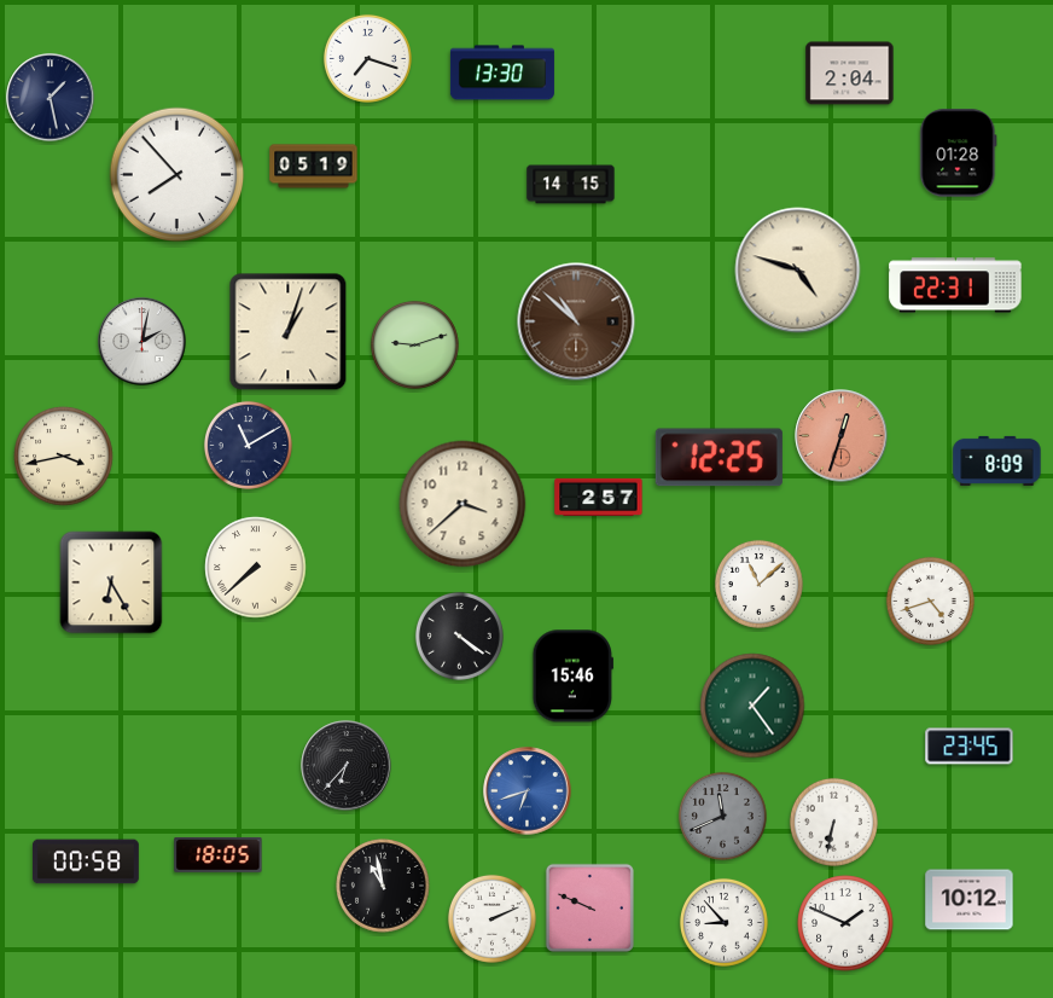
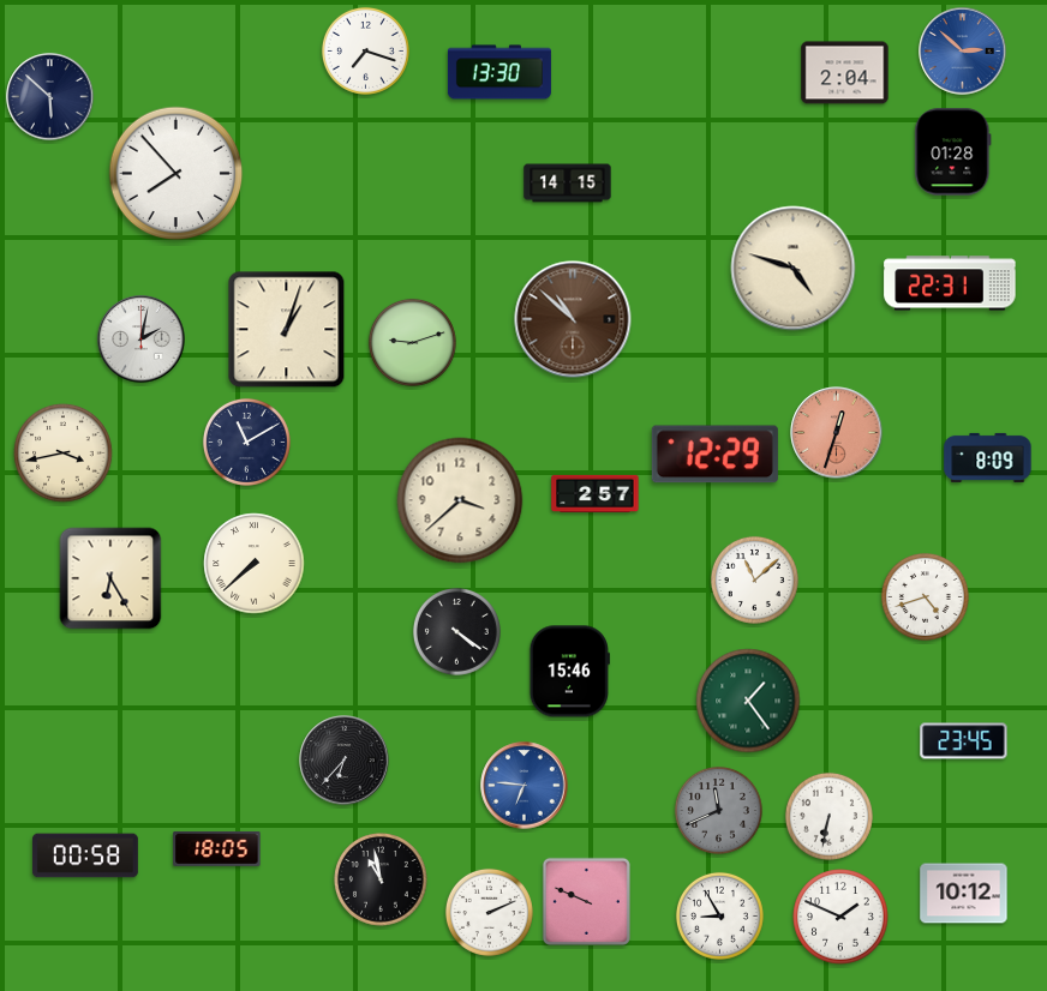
clock at (963, 52): none -> 2:52
clock at (367, 58) position: (367, 58) -> (365, 50)
clock at (51, 98): 1:28 -> 5:52
clock at (314, 167): 05:19 -> none
clock at (719, 458): 12:25 -> 12:29
clock at (997, 460) position: (997, 460) -> (988, 457)
clock at (528, 791): 6:42 -> 6:46
clock at (723, 922): 8:53 -> 8:55
